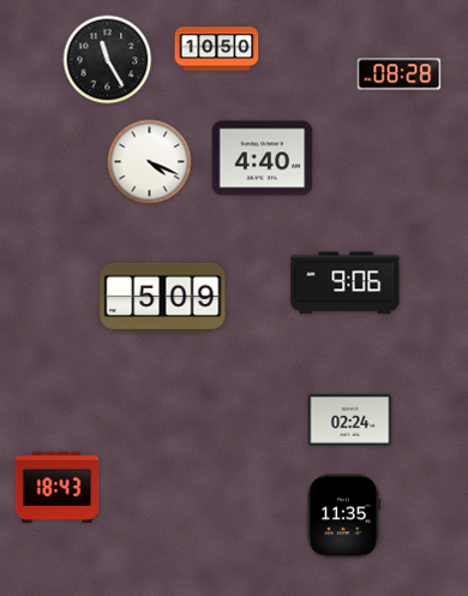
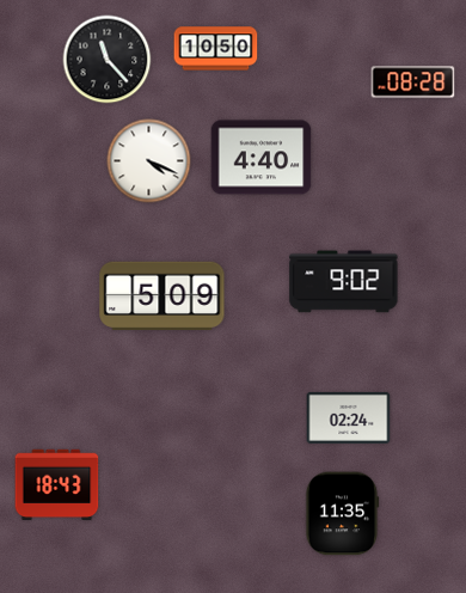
clock at (108, 60): 11:25 -> 11:23
clock at (400, 74) position: (400, 74) -> (413, 82)
clock at (346, 284): 9:06 -> 9:02
